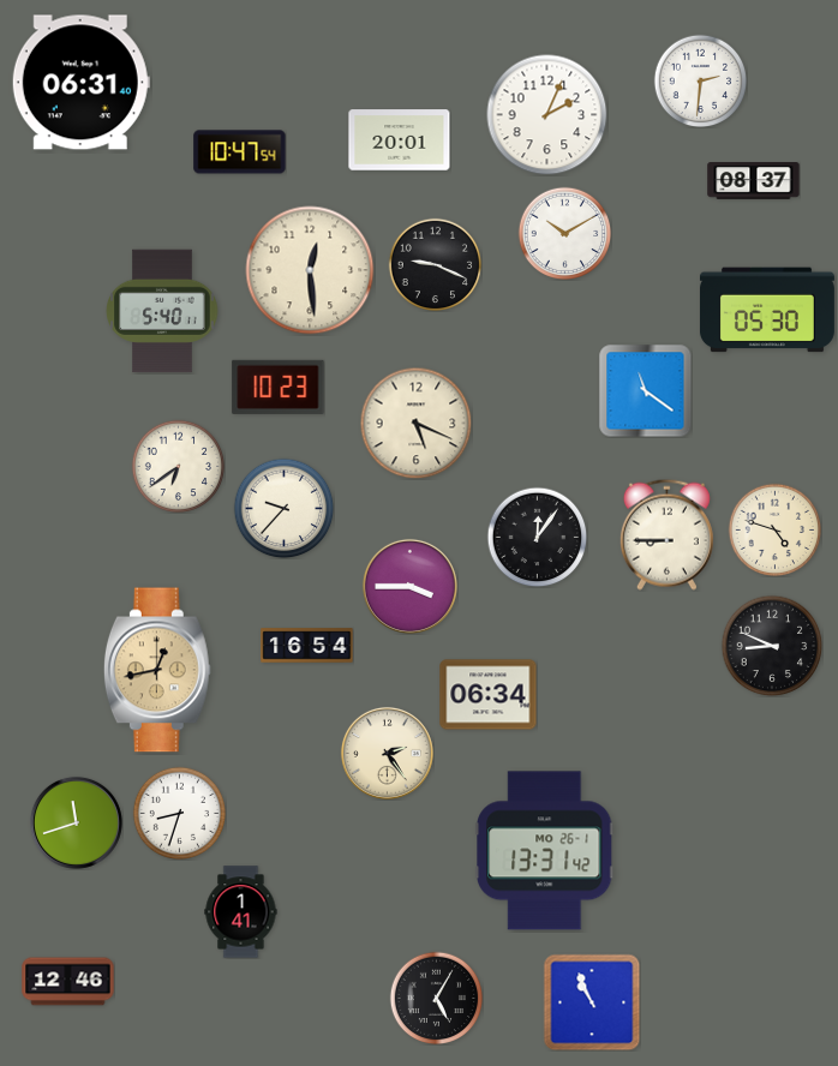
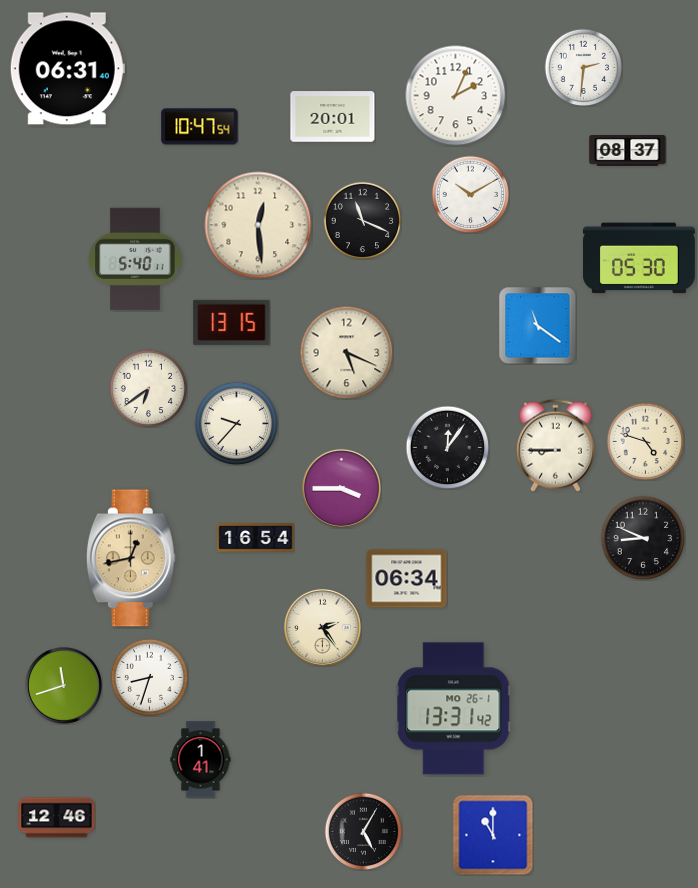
clock at (435, 264): 9:19 -> 11:19
clock at (279, 387): 10:23 -> 13:15
clock at (592, 1002): 10:56 -> 11:00
